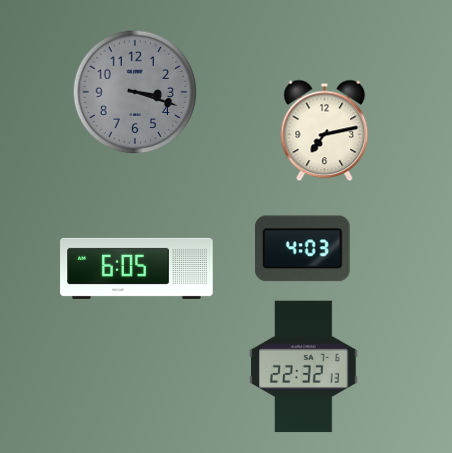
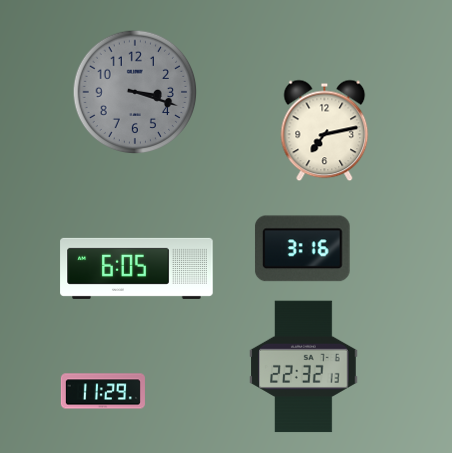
clock at (302, 249): 4:03 -> 3:16
clock at (103, 391): none -> 11:29
